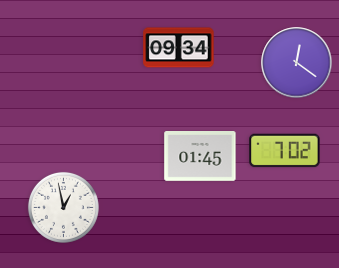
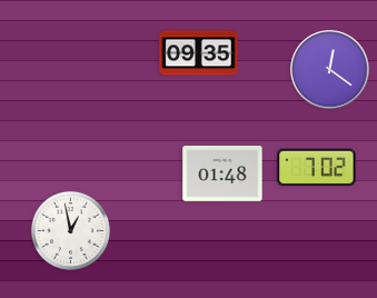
clock at (179, 48): 09:34 -> 09:35
clock at (200, 157): 01:45 -> 01:48
